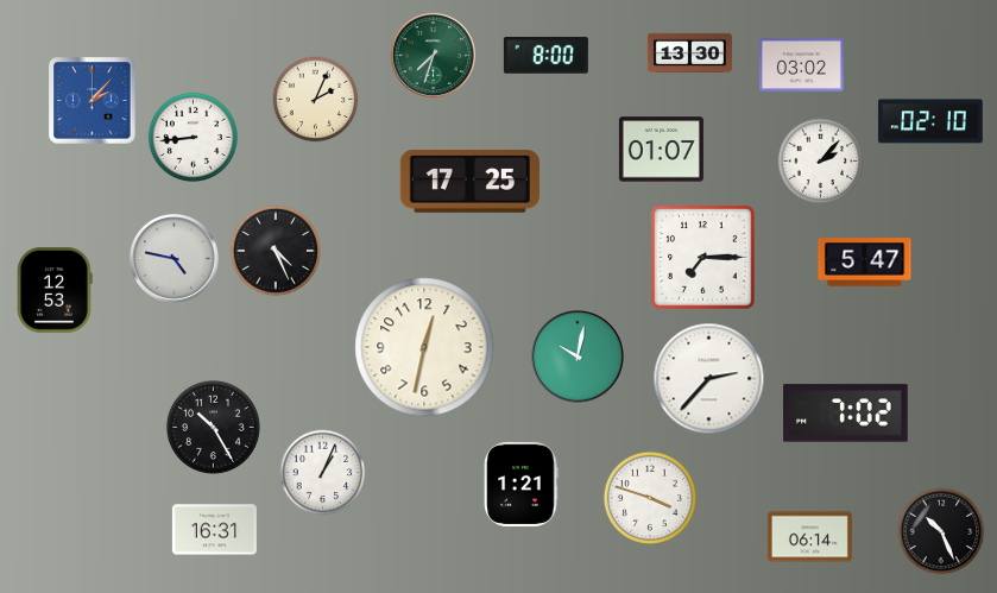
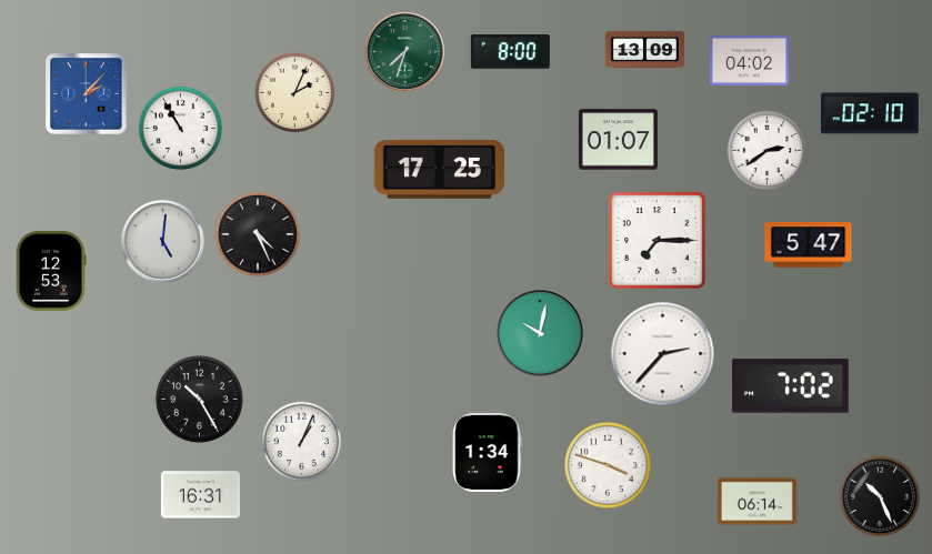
clock at (689, 52): 13:30 -> 13:09
clock at (801, 64): 03:02 -> 04:02
clock at (193, 137): 8:44 -> 10:55
clock at (821, 162): 2:07 -> 2:39
clock at (175, 259): 4:47 -> 5:01
clock at (424, 347): 12:32 -> none
clock at (522, 484): 1:21 -> 1:34
